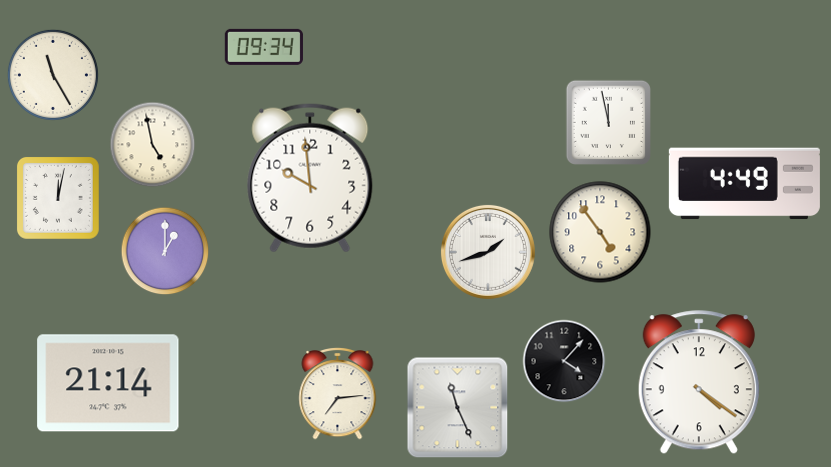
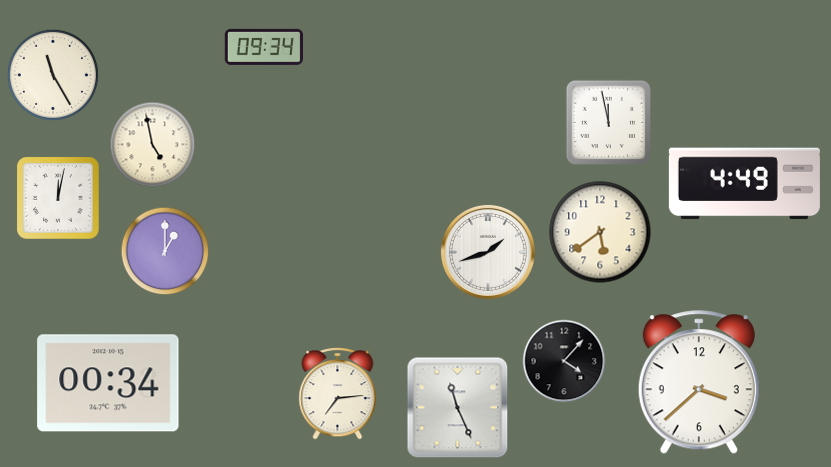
clock at (310, 178): 9:59 -> none
clock at (600, 232): 4:54 -> 5:39
clock at (108, 383): 21:14 -> 00:34
clock at (699, 383): 4:21 -> 3:38
